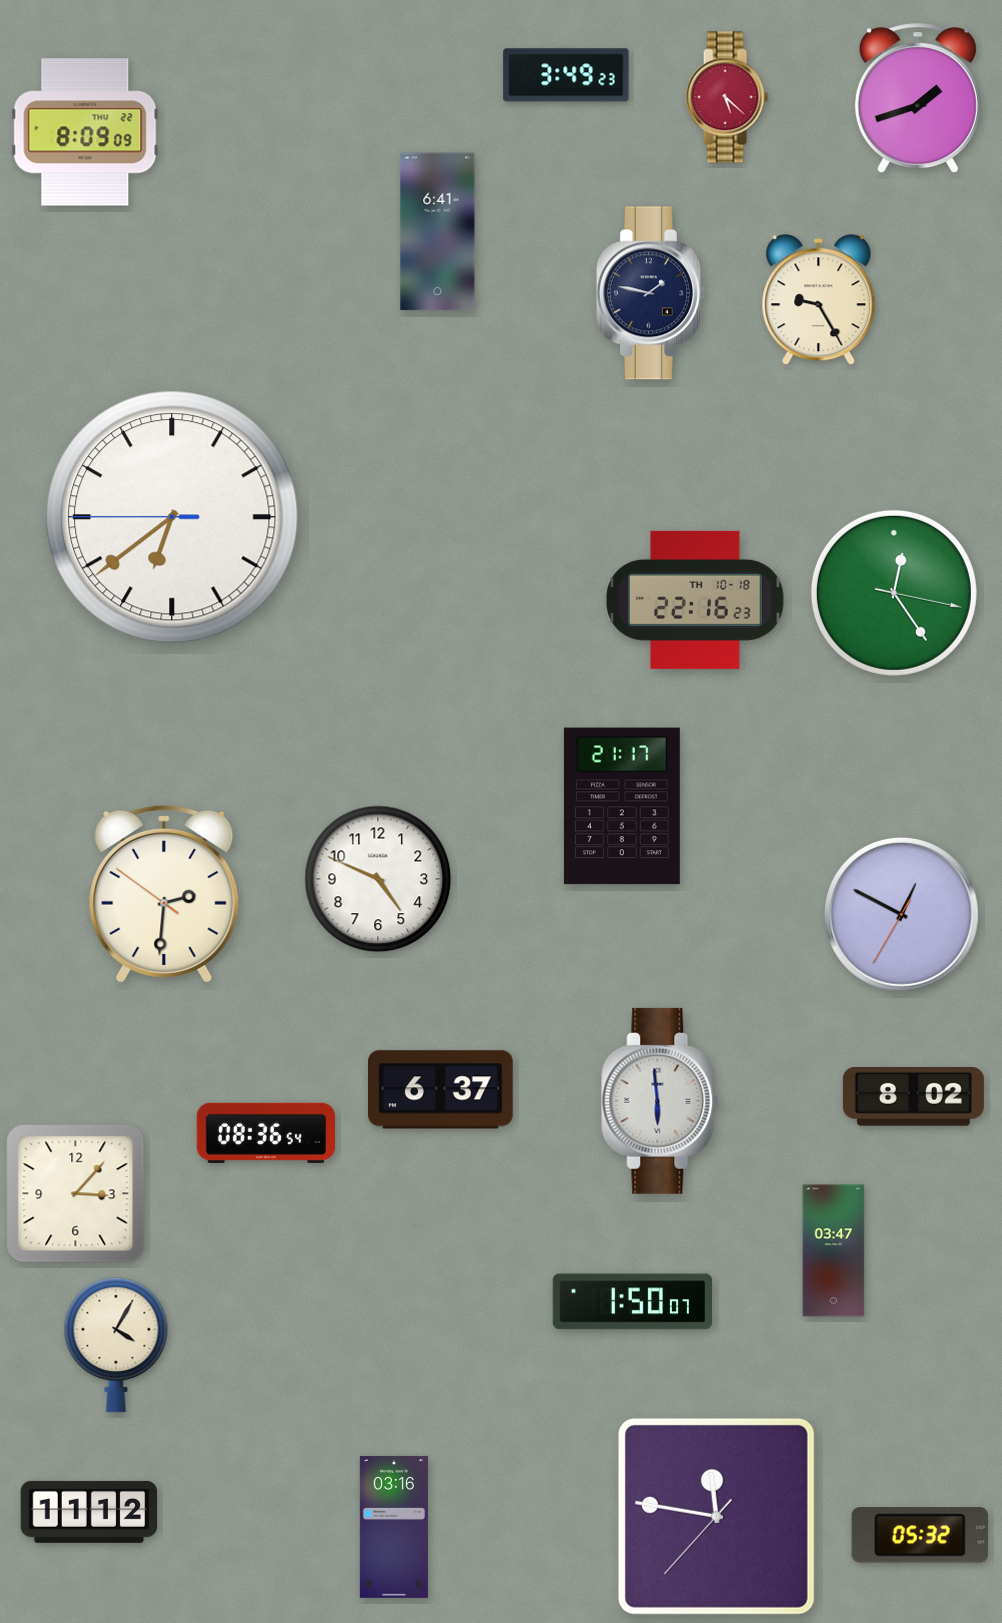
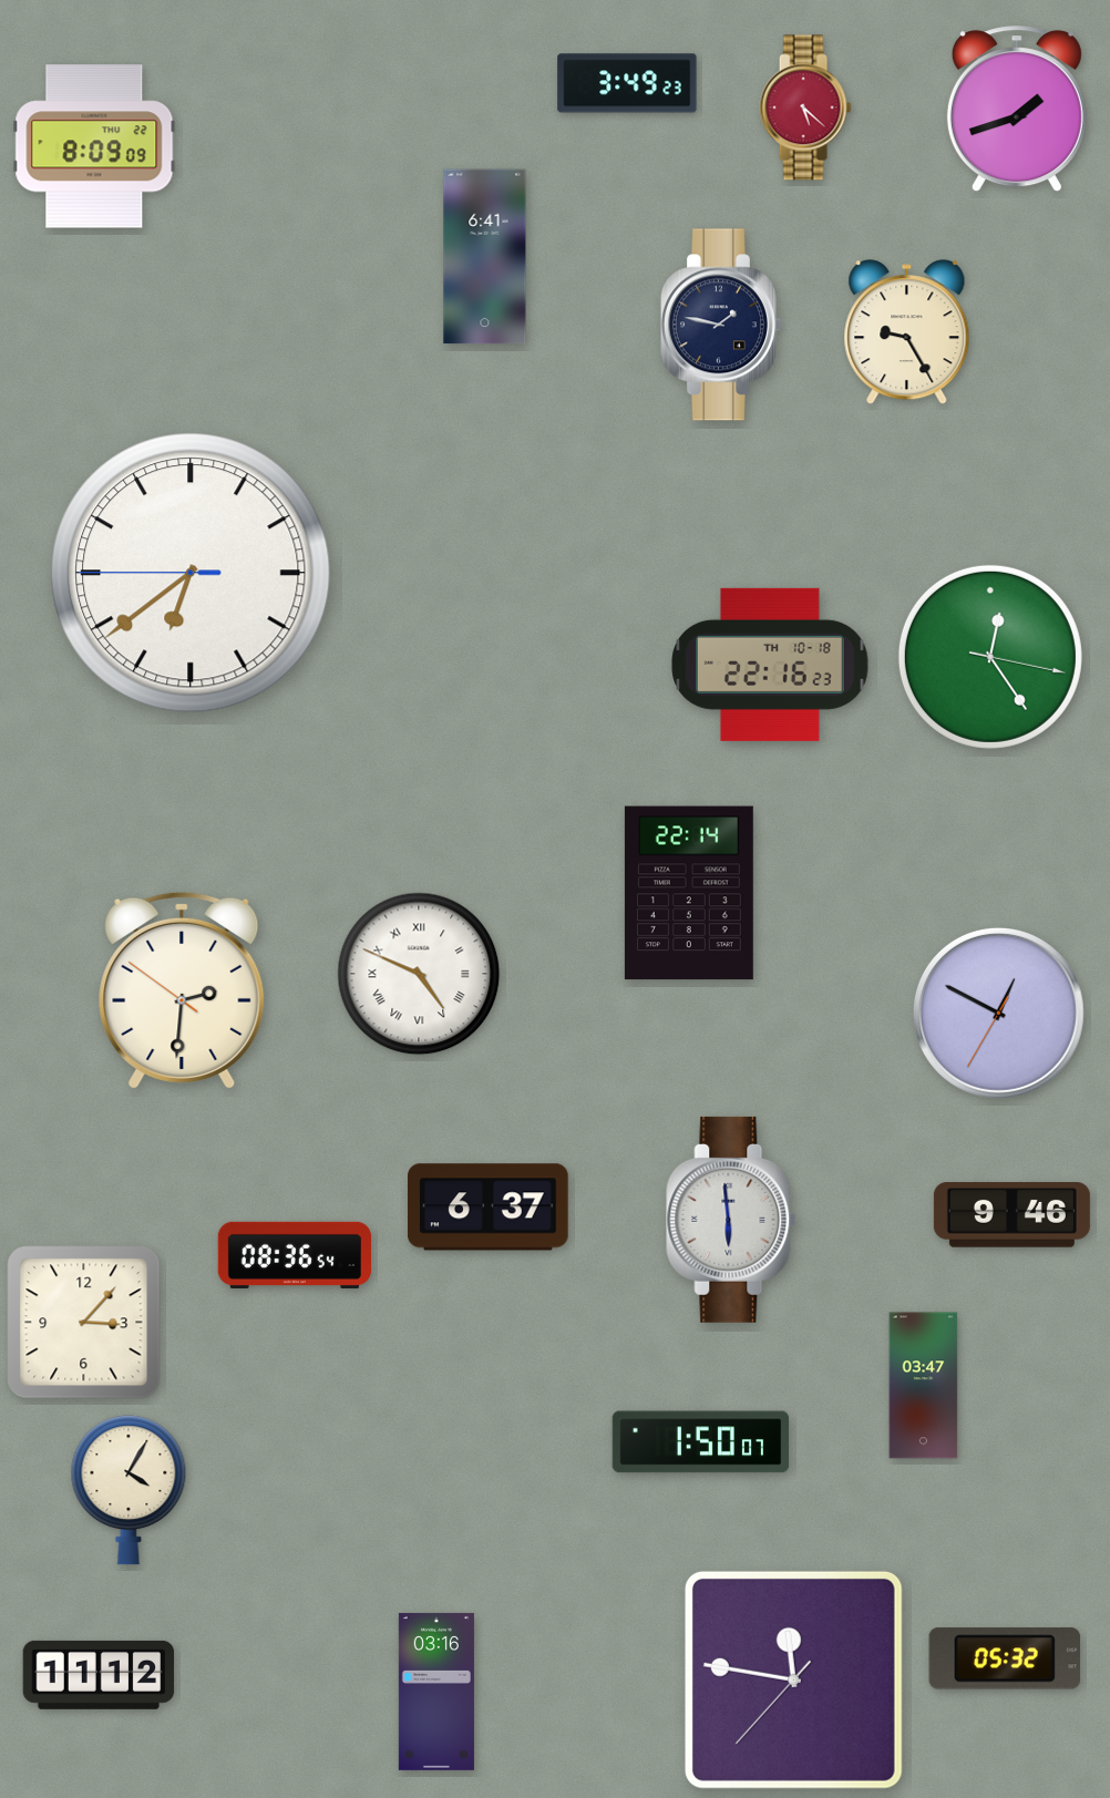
clock at (622, 806): 21:17 -> 22:14
clock at (378, 879) numerals: Arabic -> Roman
clock at (913, 1097): 8:02 -> 9:46
clock at (920, 1535) position: (920, 1535) -> (1005, 1658)
